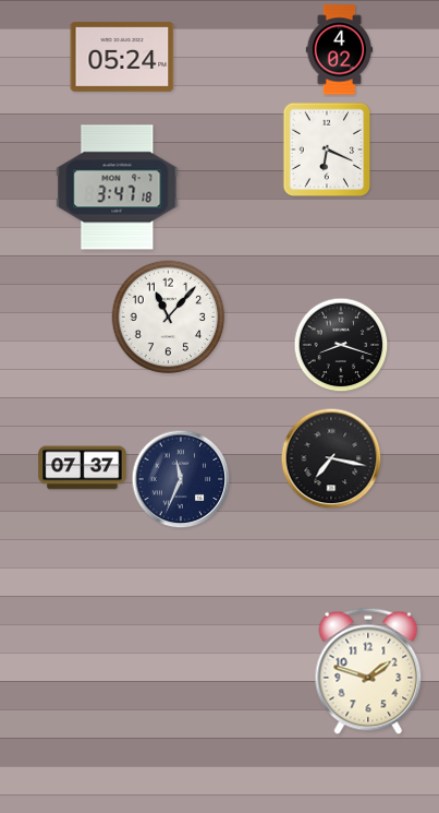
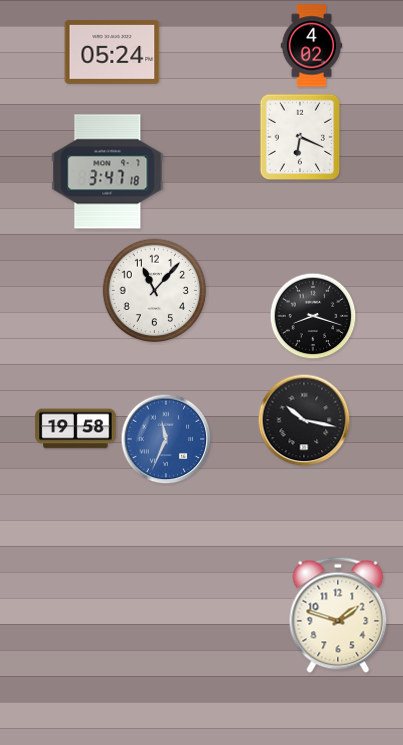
clock at (331, 458): 7:17 -> 10:17
clock at (83, 468): 07:37 -> 19:58
clock at (181, 479) dial: navy -> blue
